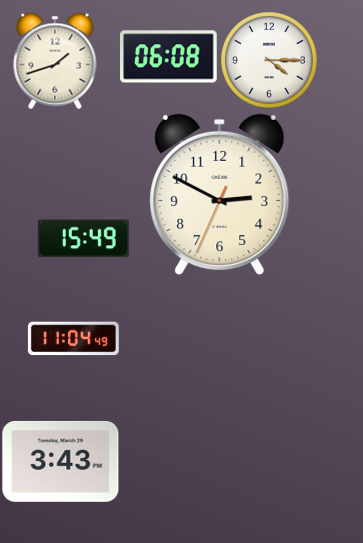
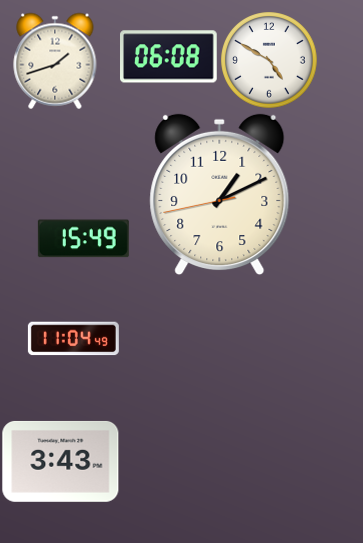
clock at (269, 60): 4:15 -> 4:50
clock at (220, 195): 2:49 -> 1:10
